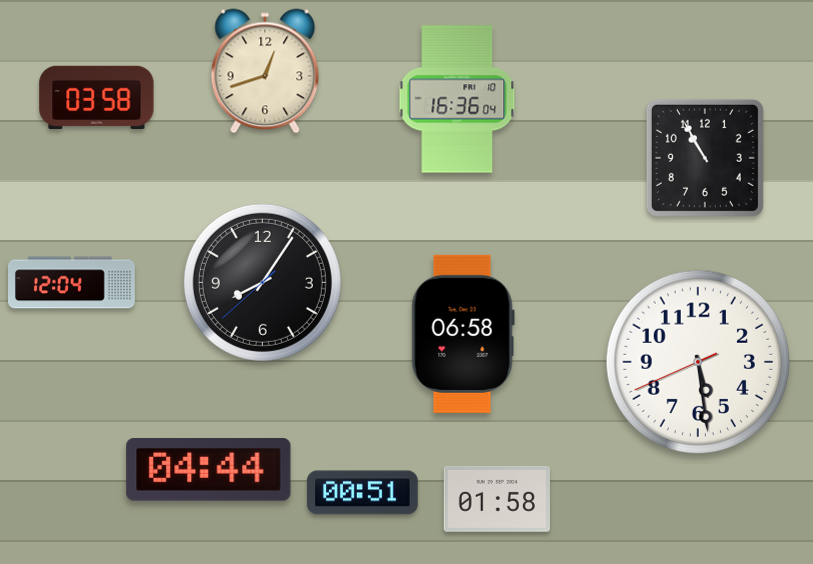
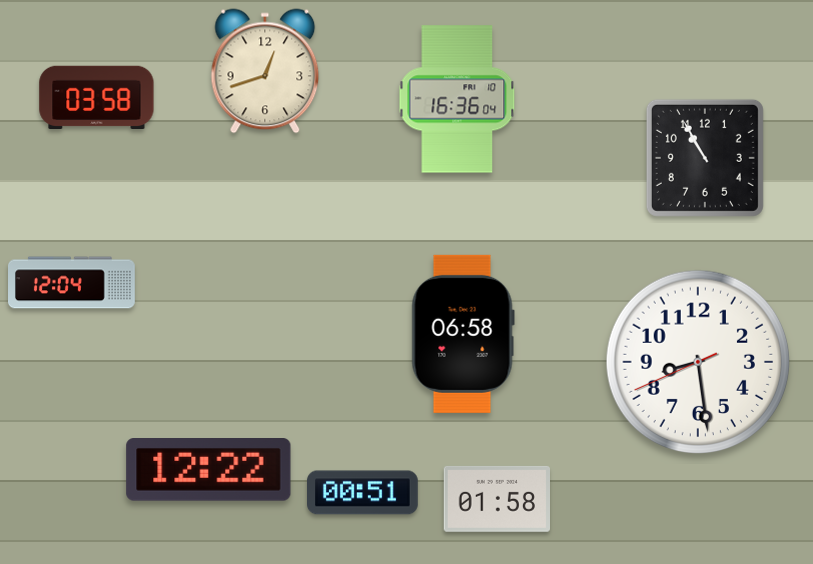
clock at (262, 282): 8:05 -> none
clock at (698, 362): 5:28 -> 8:28
clock at (209, 470): 04:44 -> 12:22
